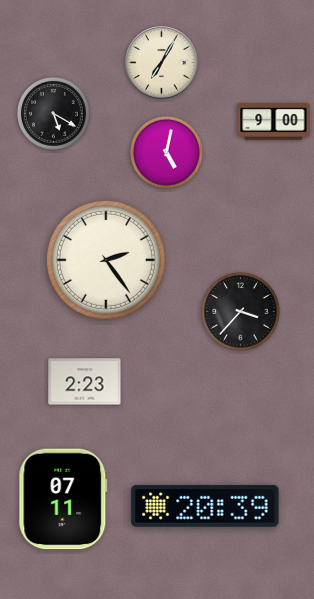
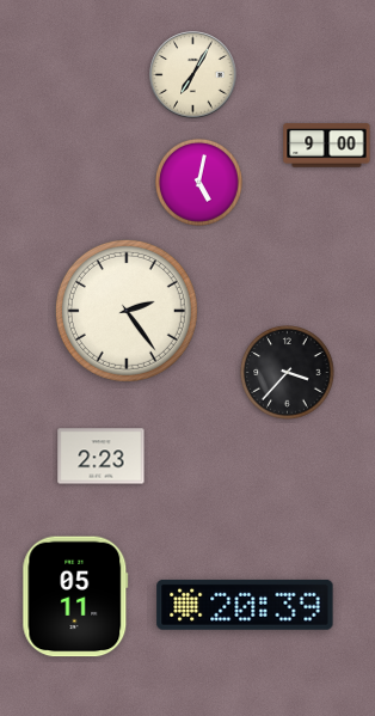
clock at (53, 113): 5:20 -> none
clock at (63, 499): 07:11 -> 05:11
